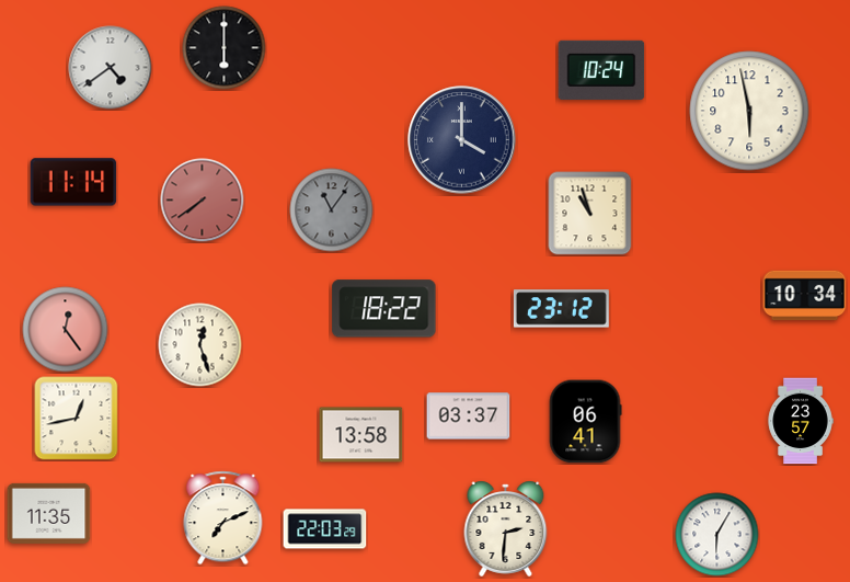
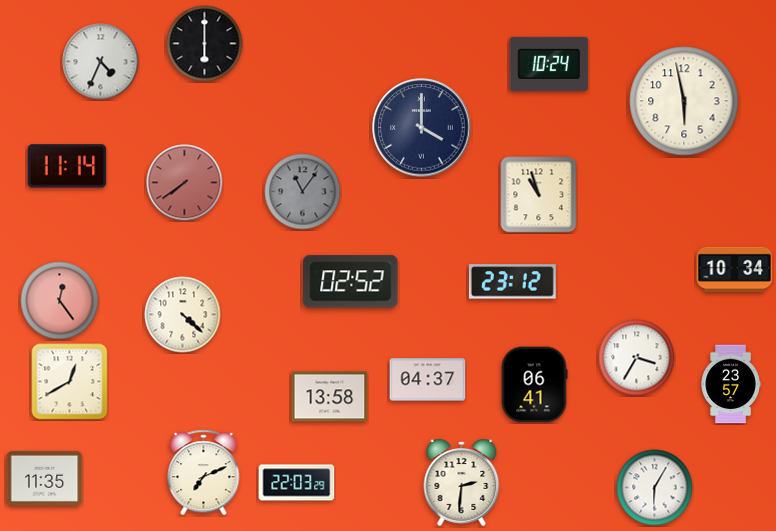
clock at (111, 68): 4:39 -> 4:34
clock at (384, 309): 18:22 -> 02:52
clock at (200, 345): 12:27 -> 4:22
clock at (637, 358): none -> 3:35
clock at (469, 416): 03:37 -> 04:37
clock at (77, 419): 12:43 -> 12:40
clock at (49, 513) position: (49, 513) -> (45, 478)
